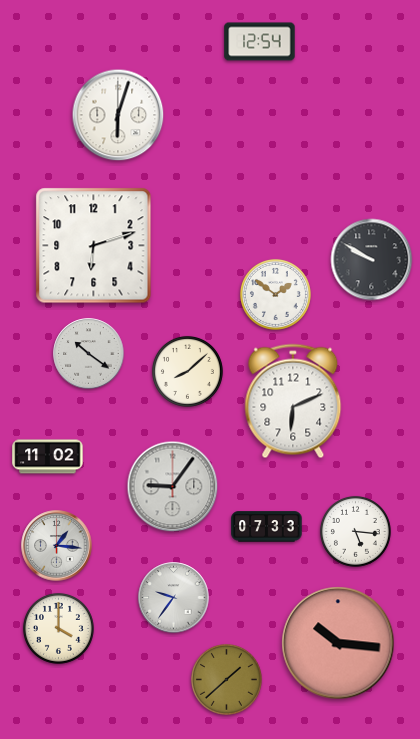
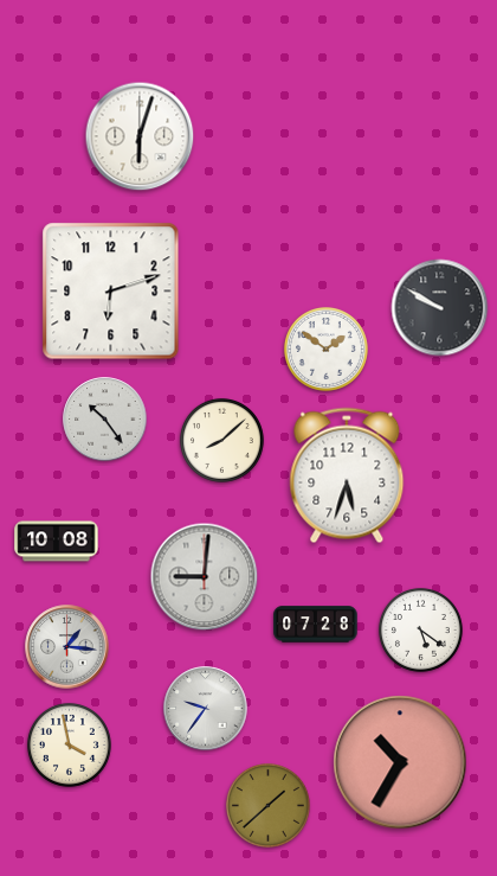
clock at (260, 42): 12:54 -> none
clock at (89, 354): 10:21 -> 10:24
clock at (293, 401): 6:11 -> 5:33
clock at (48, 457): 11:02 -> 10:08
clock at (173, 487): 9:06 -> 9:01
clock at (267, 527): 07:33 -> 07:28
clock at (355, 531): 5:16 -> 5:21
clock at (58, 628): 4:00 -> 3:58
clock at (338, 643): 10:16 -> 10:35
